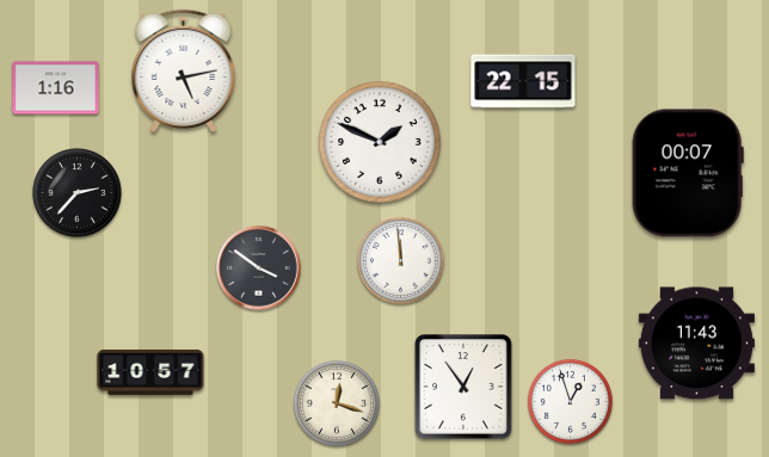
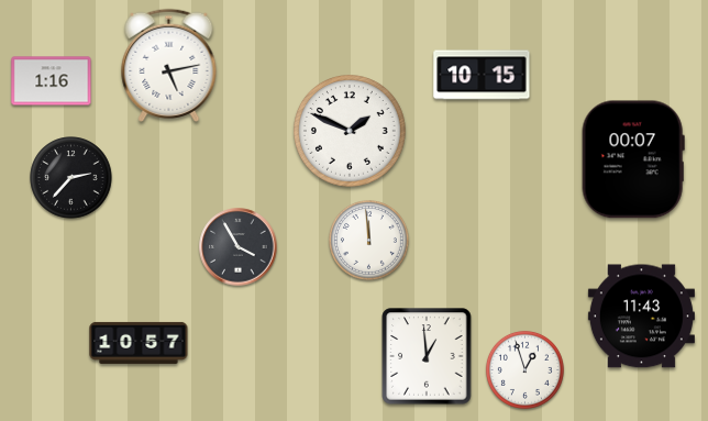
clock at (523, 81): 22:15 -> 10:15
clock at (259, 268): 3:51 -> 3:55
clock at (463, 387): 12:54 -> 12:59
clock at (337, 403): 12:18 -> none
